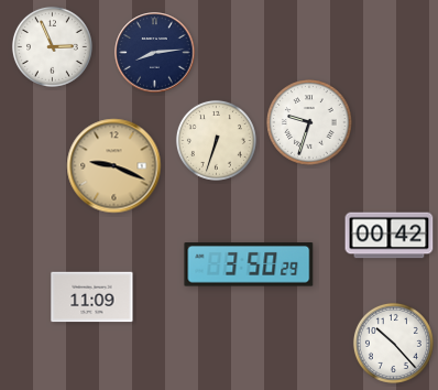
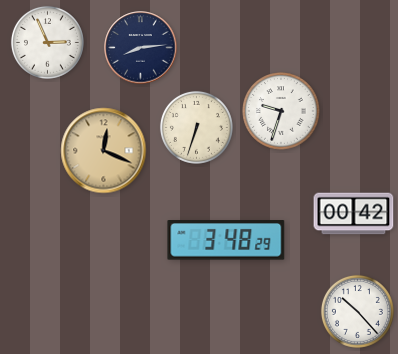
clock at (114, 166): 9:19 -> 12:19
clock at (249, 264): 3:50 -> 3:48
clock at (92, 297): 11:09 -> none
